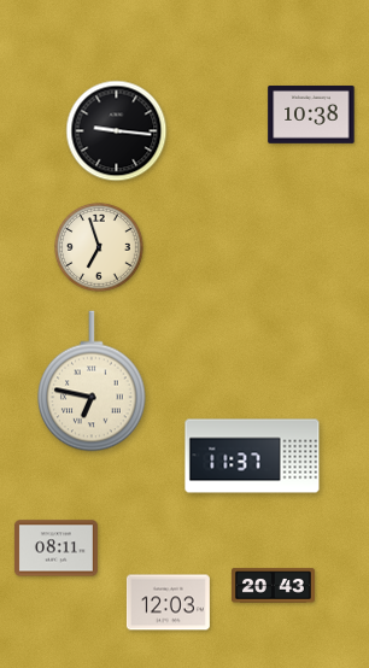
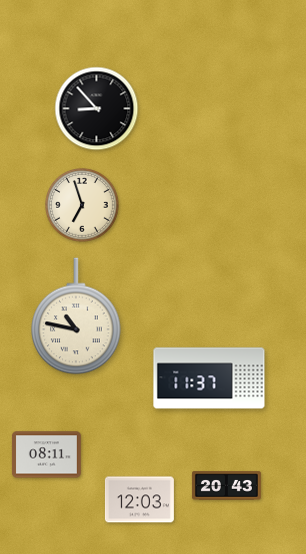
clock at (311, 116): 10:38 -> none
clock at (117, 131): 9:16 -> 8:53
clock at (92, 381): 6:47 -> 10:47
